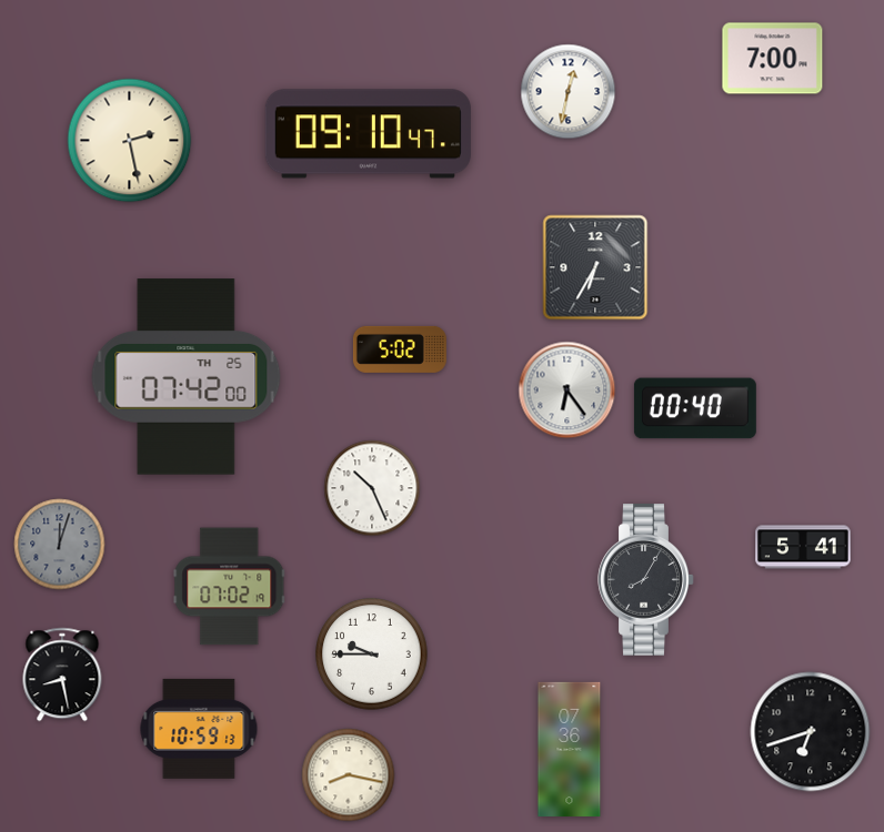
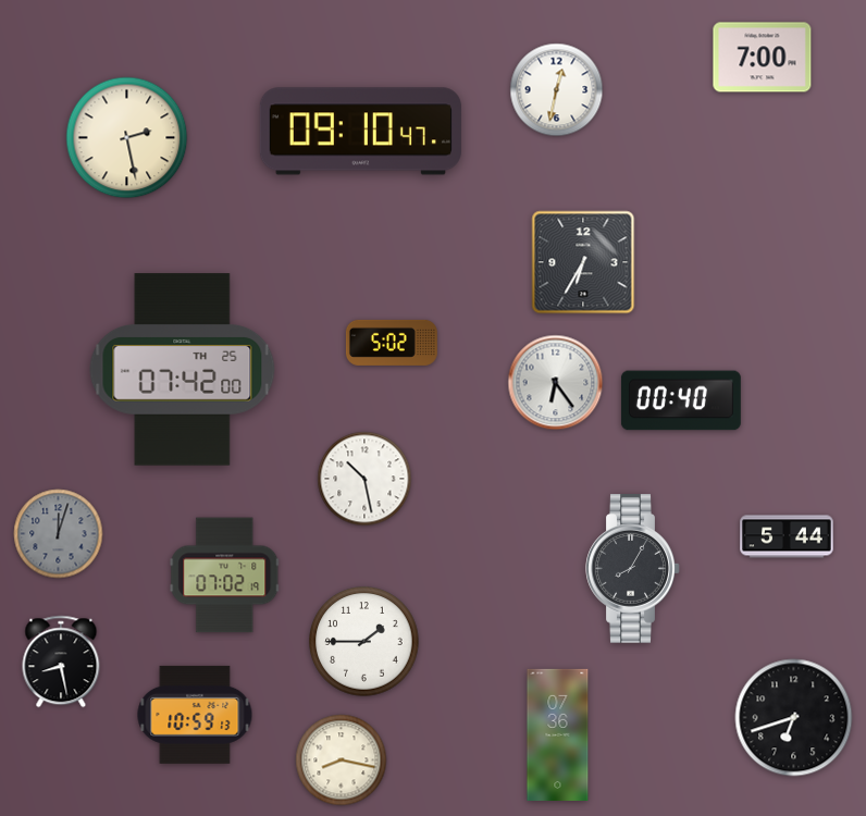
clock at (773, 59) position: (773, 59) -> (763, 58)
clock at (372, 488): 10:26 -> 10:28
clock at (803, 547): 5:41 -> 5:44
clock at (372, 655): 9:45 -> 1:45
